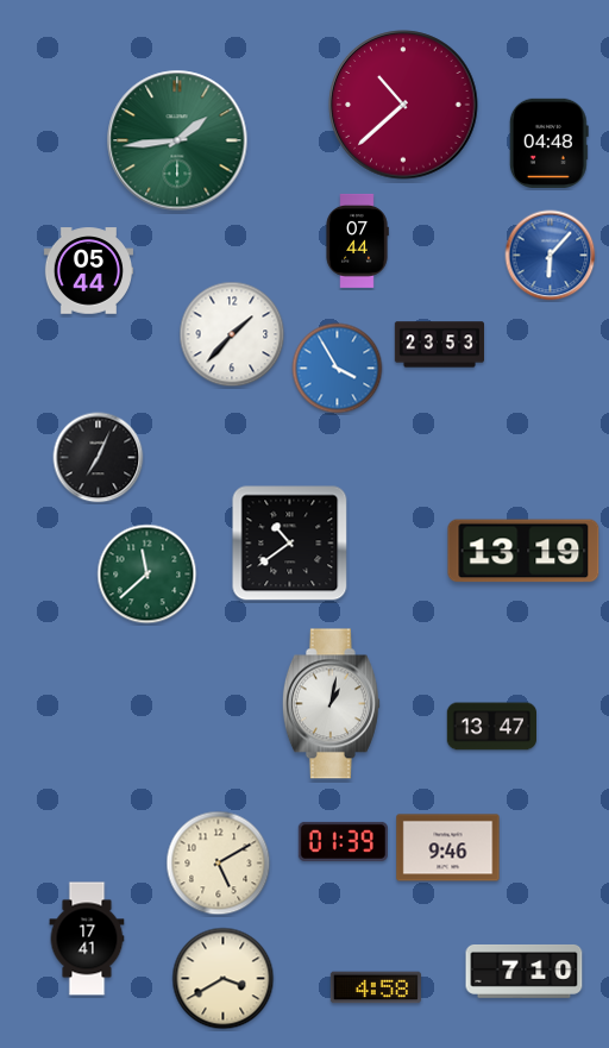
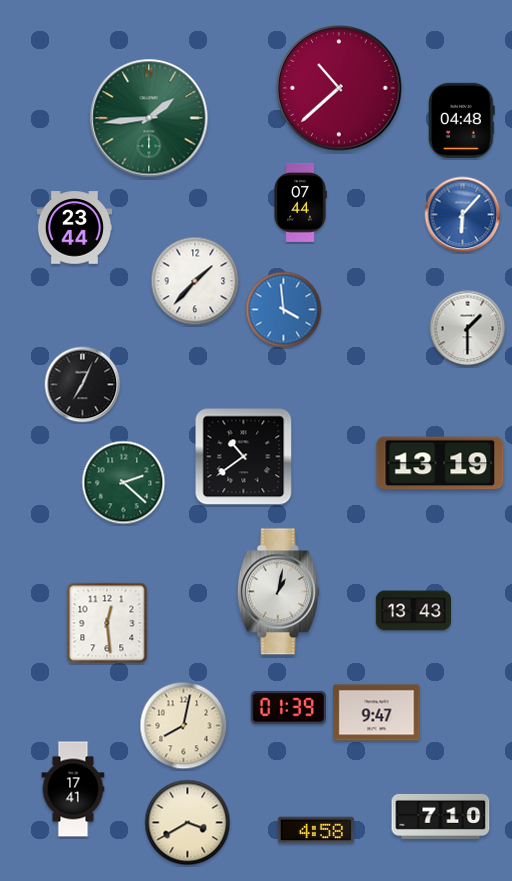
clock at (88, 271): 05:44 -> 23:44
clock at (439, 345): 23:53 -> none
clock at (338, 369): 3:55 -> 3:59
clock at (468, 329): none -> 1:30
clock at (147, 575): 11:38 -> 2:22
clock at (491, 727): 13:47 -> 13:43
clock at (107, 623): none -> 12:29
clock at (448, 848): 9:46 -> 9:47
clock at (219, 864): 5:10 -> 8:02
